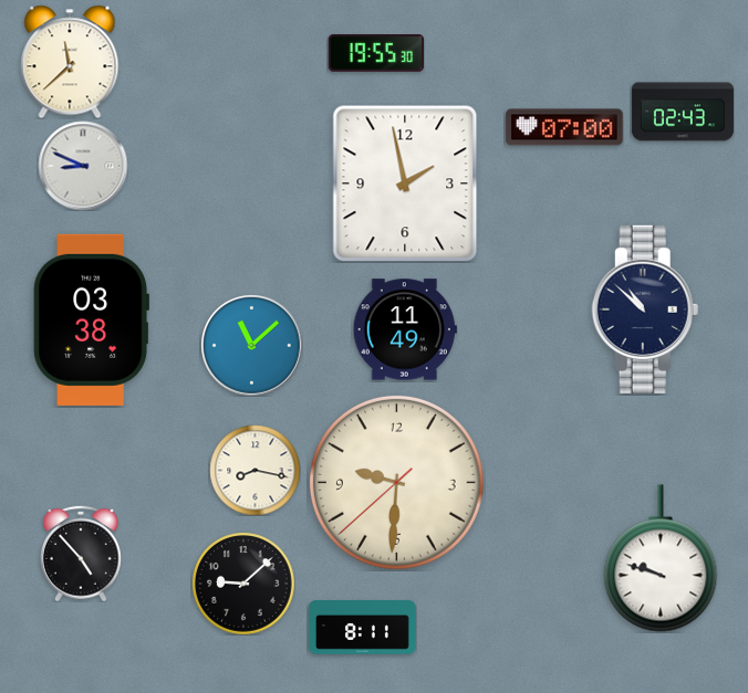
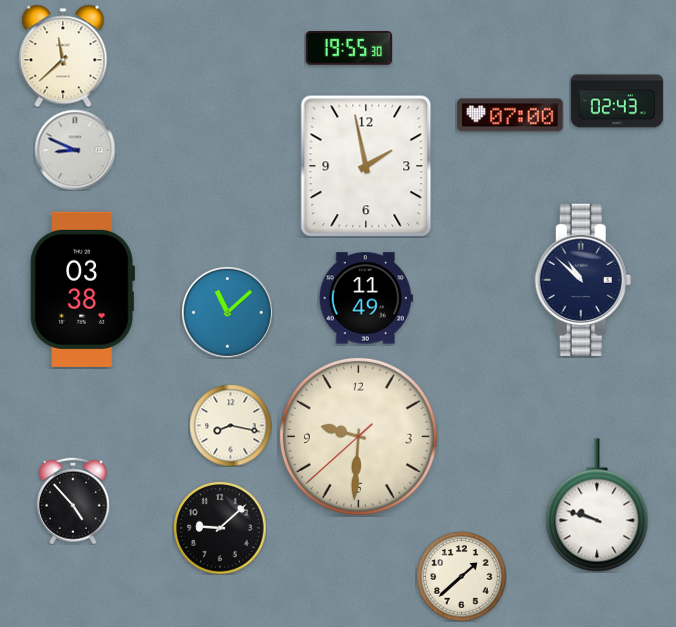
clock at (375, 54) position: (375, 54) -> (348, 49)
clock at (362, 628): 8:11 -> none
clock at (461, 576): none -> 1:38
